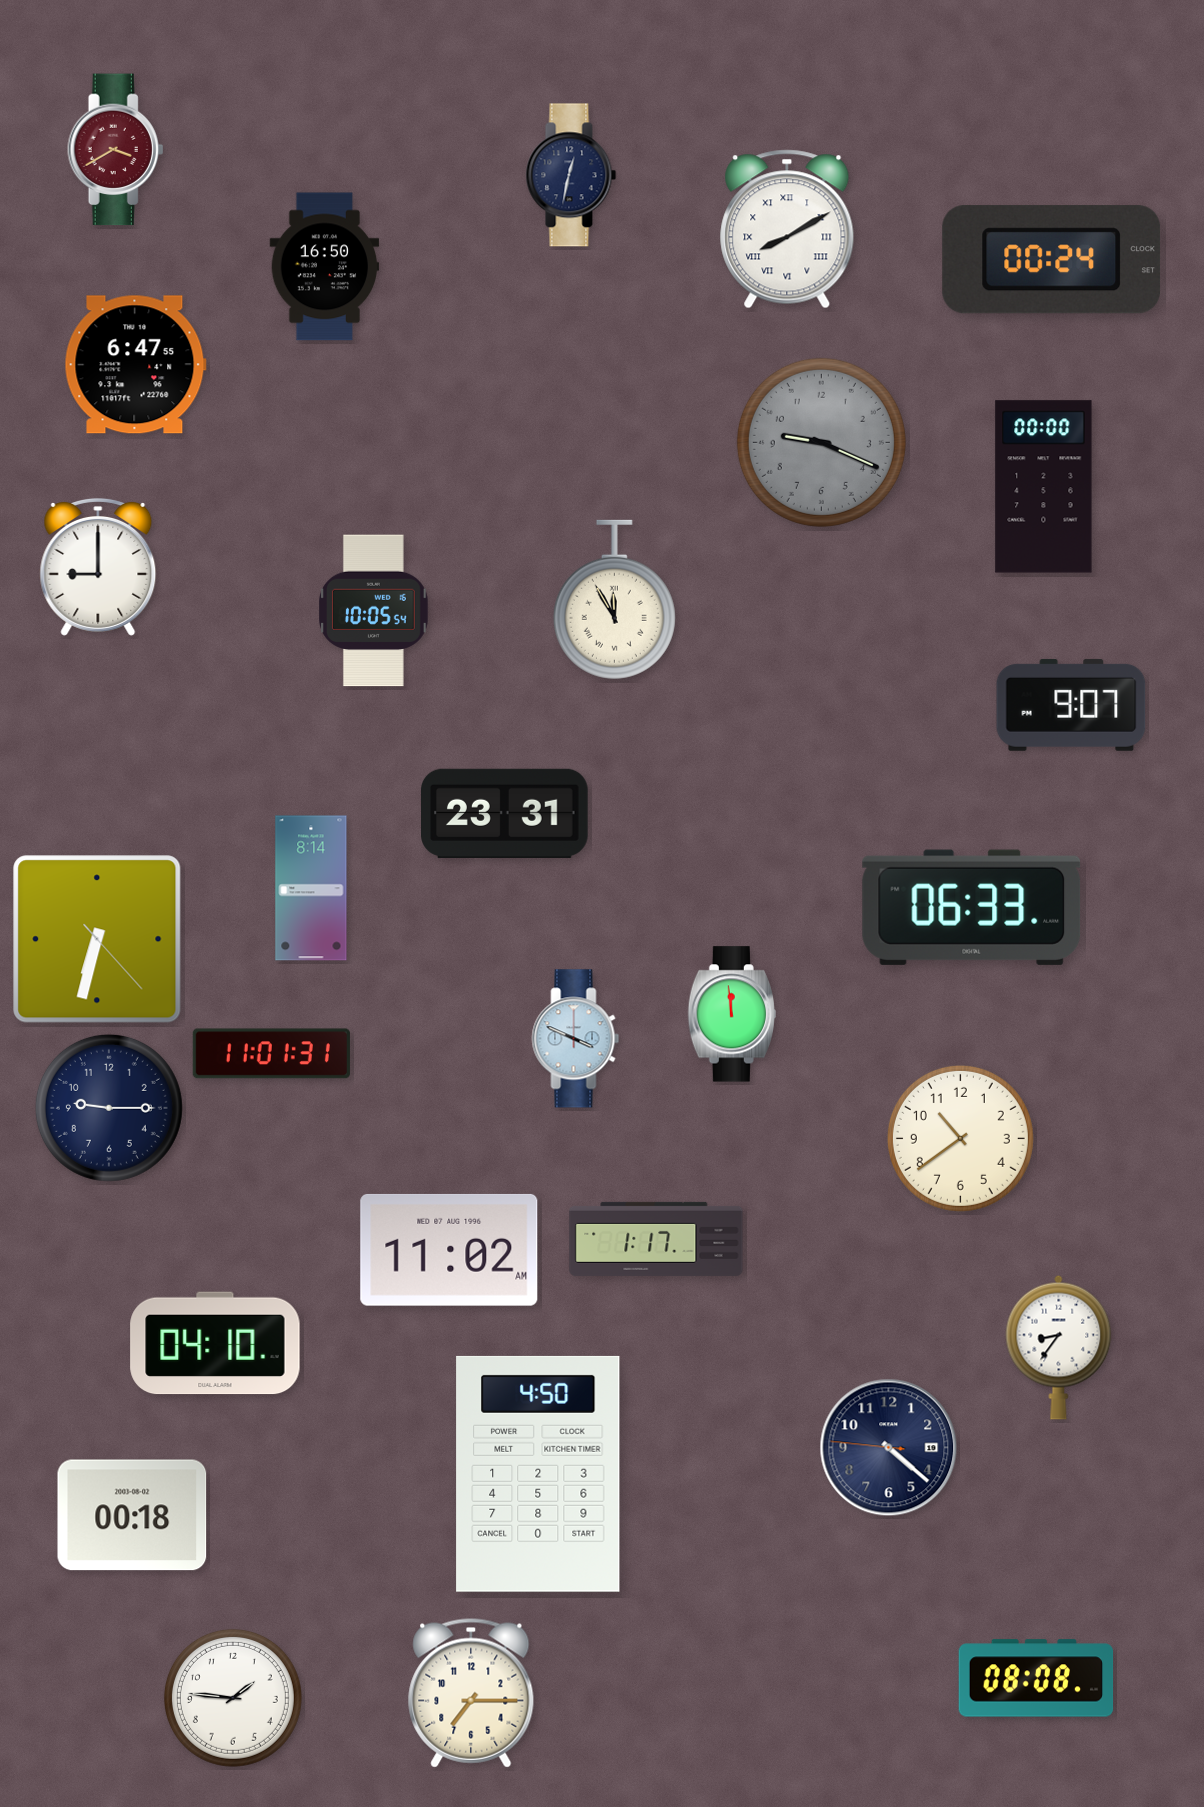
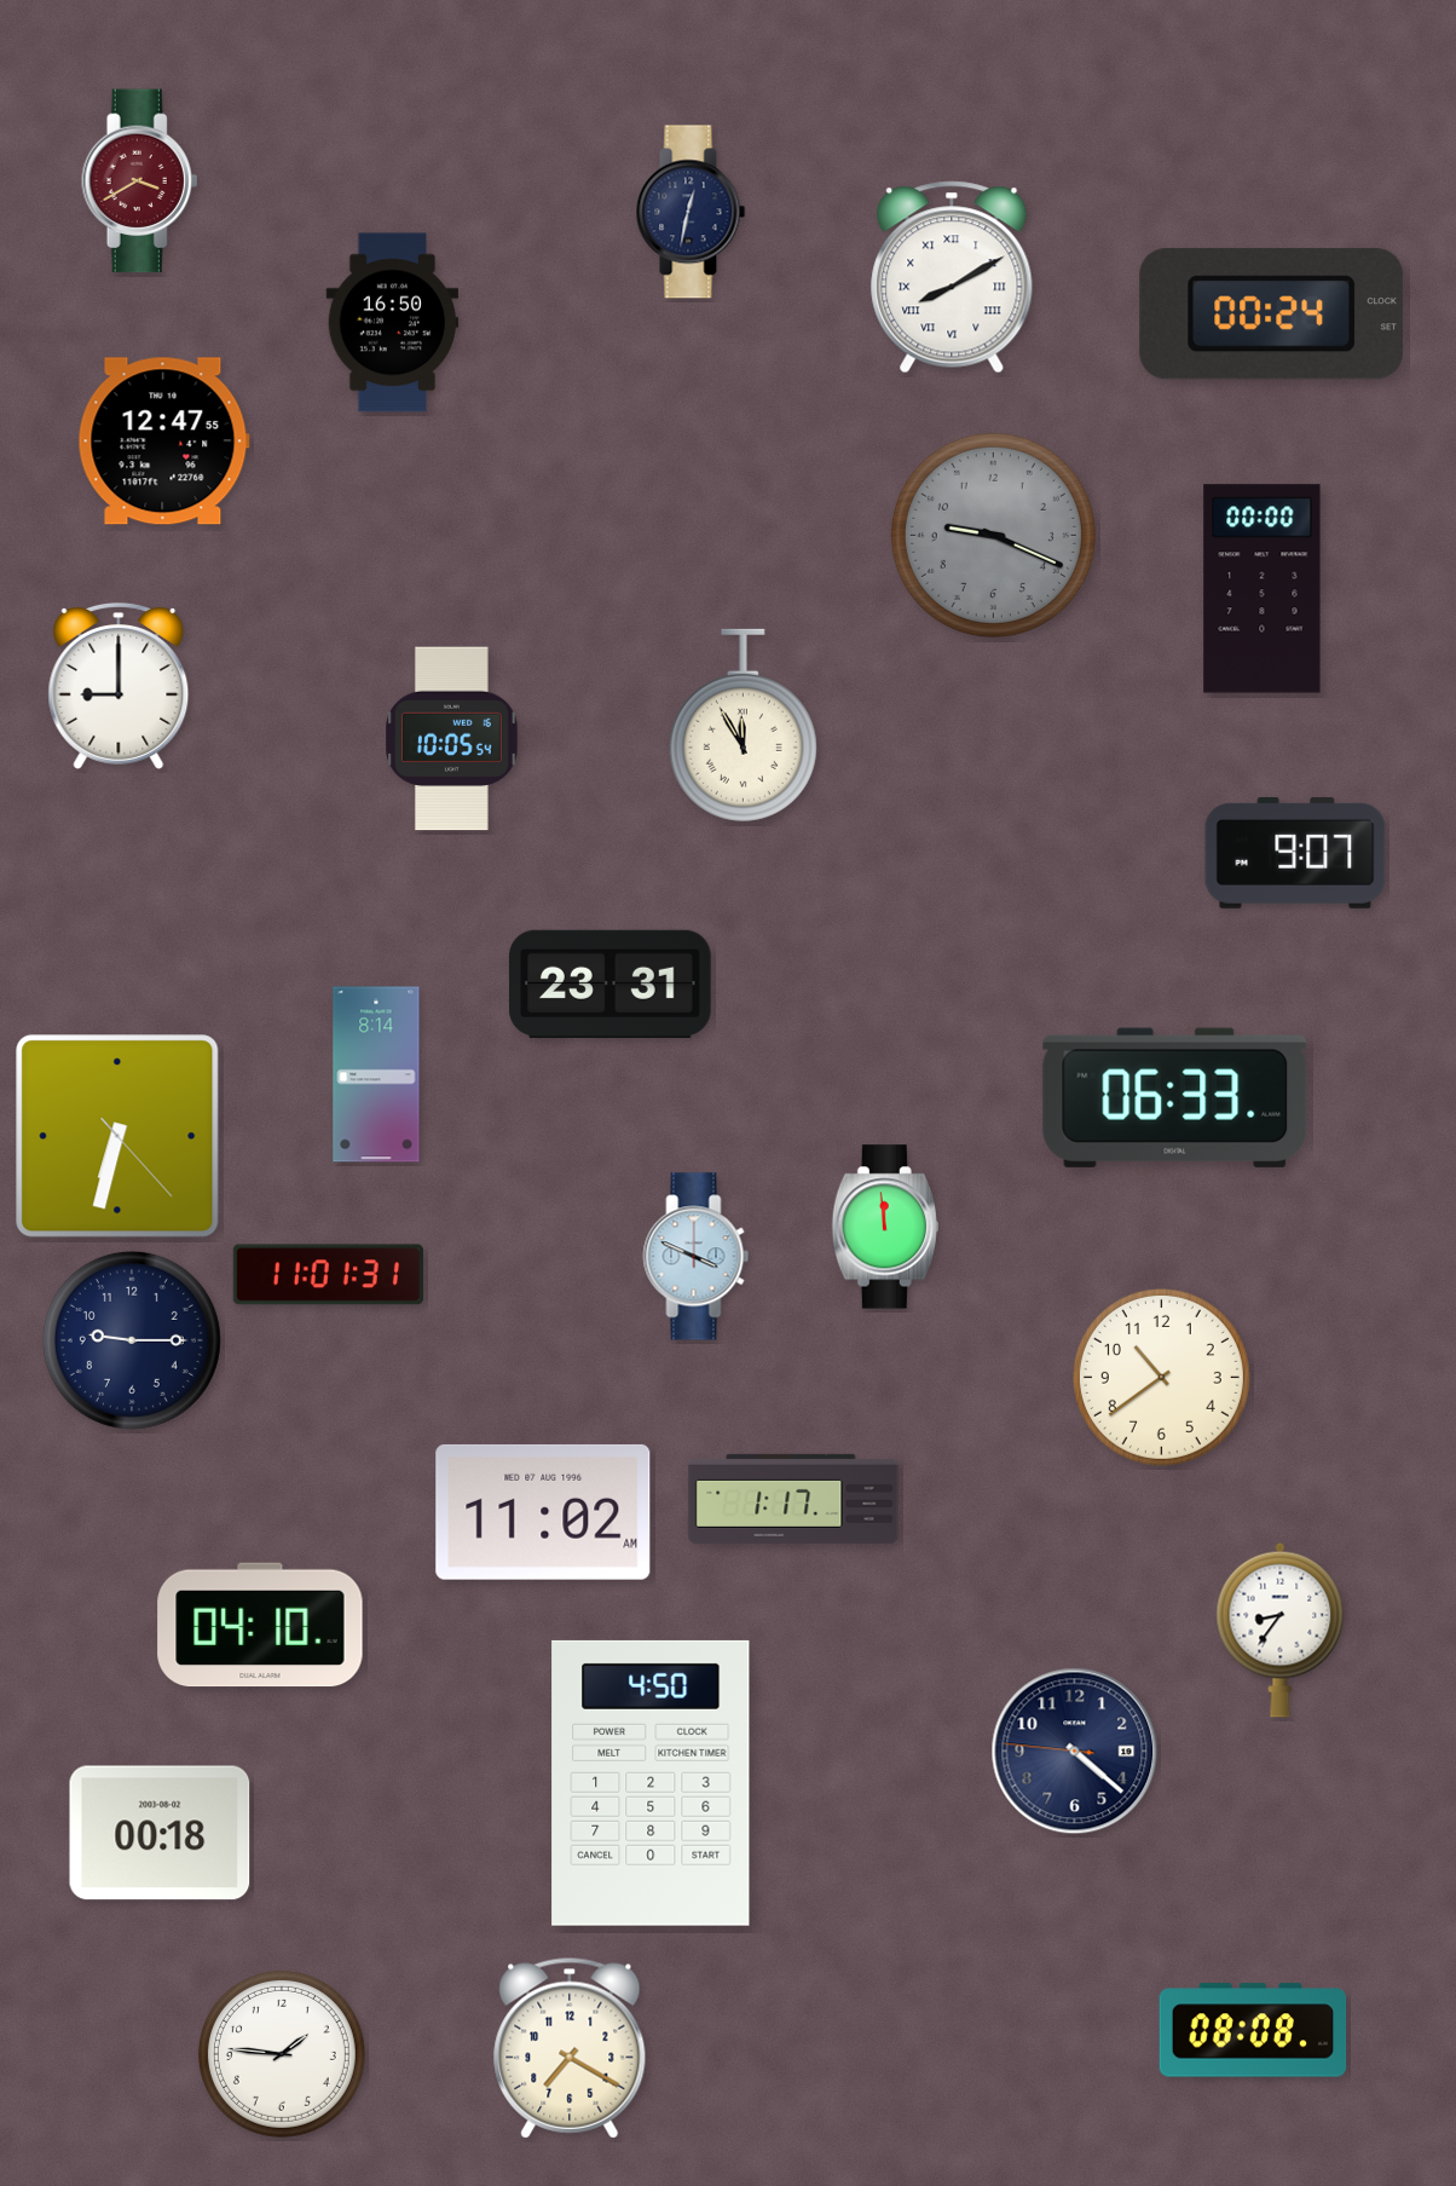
clock at (135, 365): 6:47 -> 12:47
clock at (471, 1693): 7:15 -> 7:20
